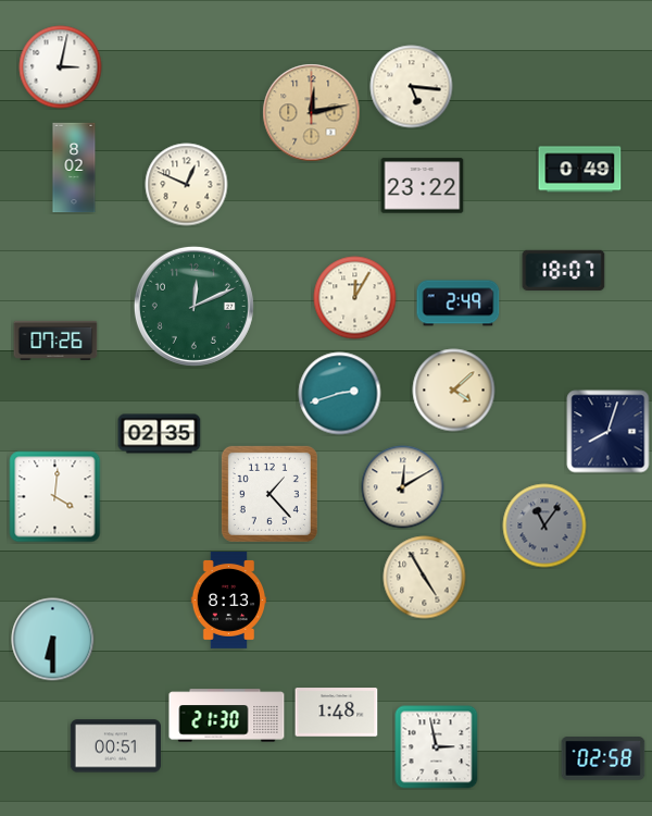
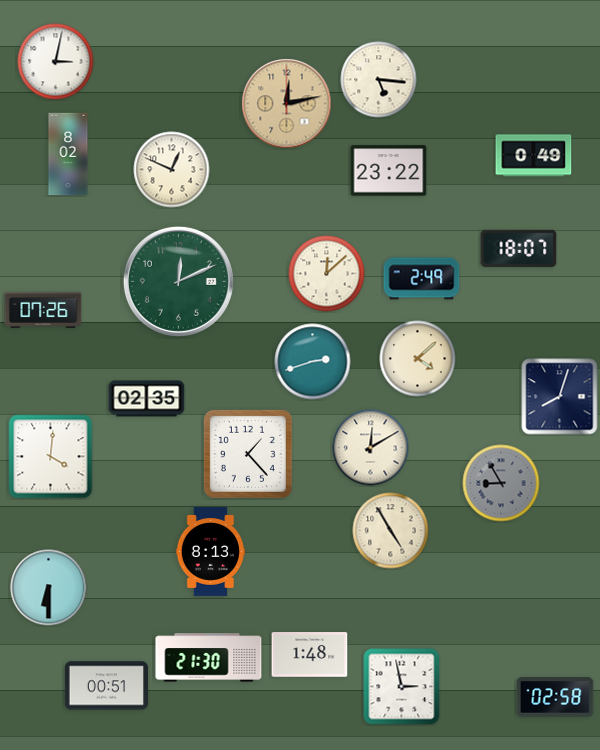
clock at (355, 298): 12:05 -> 12:08
clock at (55, 341) position: (55, 341) -> (43, 310)
clock at (544, 526): 11:06 -> 8:55
